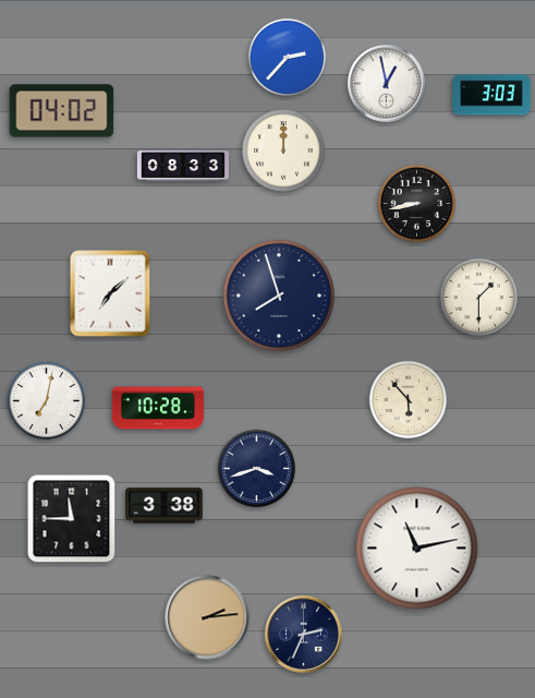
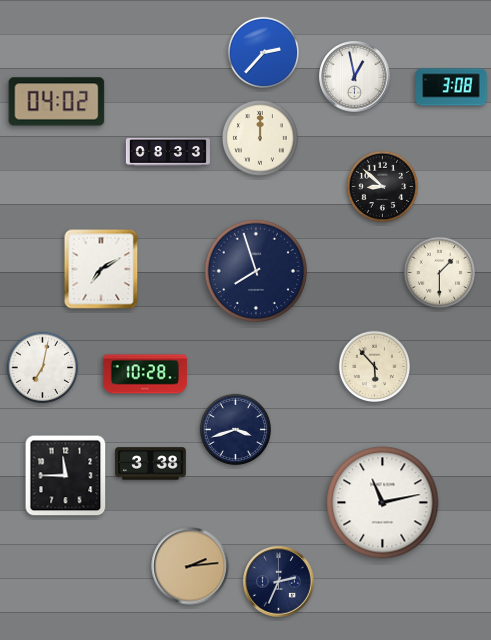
clock at (491, 95): 3:03 -> 3:08
clock at (417, 204): 8:43 -> 8:52
clock at (110, 293): 7:08 -> 7:10
